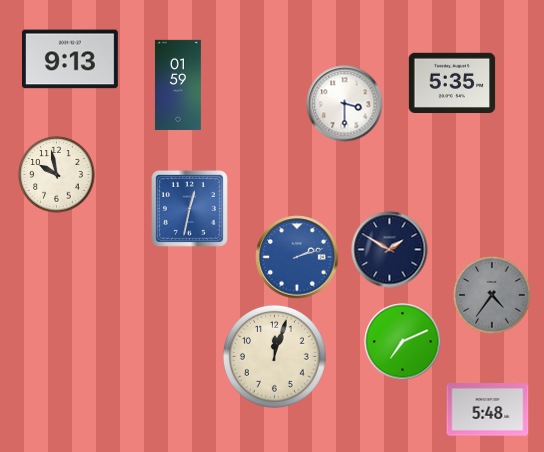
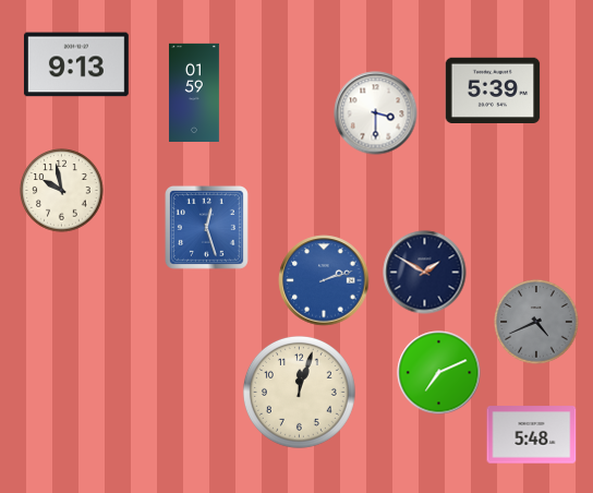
clock at (452, 83): 5:35 -> 5:39
clock at (189, 208): 12:32 -> 12:27
clock at (492, 295): 4:36 -> 4:41
clock at (274, 356) position: (274, 356) -> (299, 392)
clock at (488, 410) position: (488, 410) -> (532, 435)
